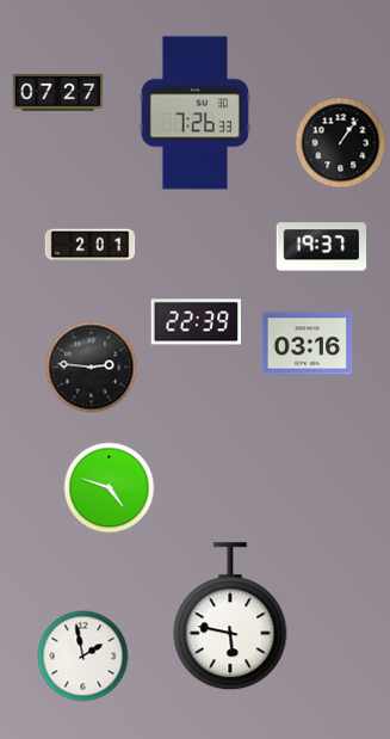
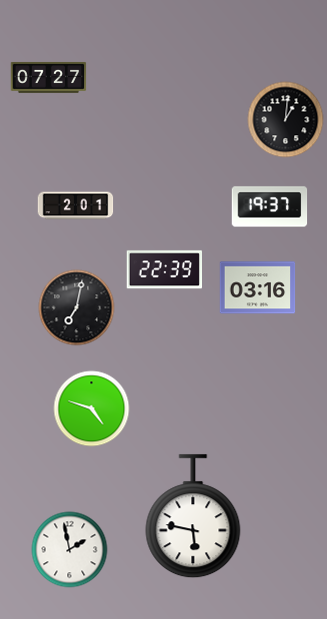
clock at (194, 113): 7:26 -> none
clock at (341, 143): 1:06 -> 1:01
clock at (92, 368): 2:46 -> 7:02
